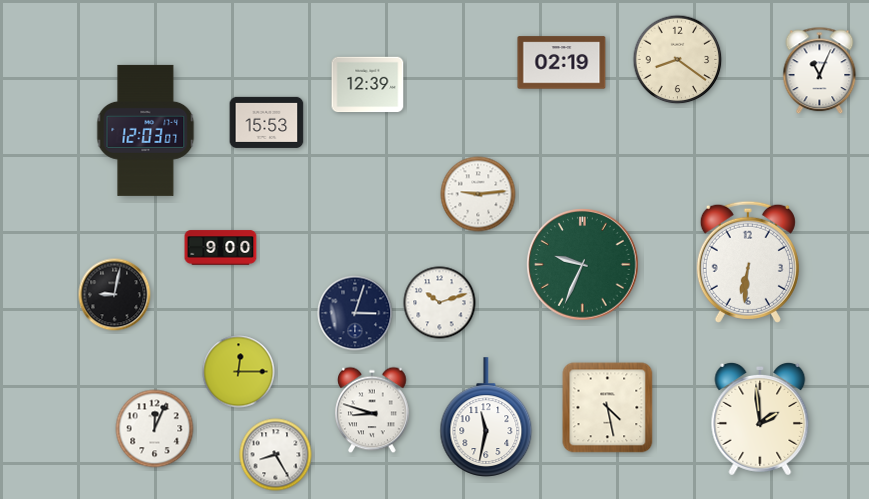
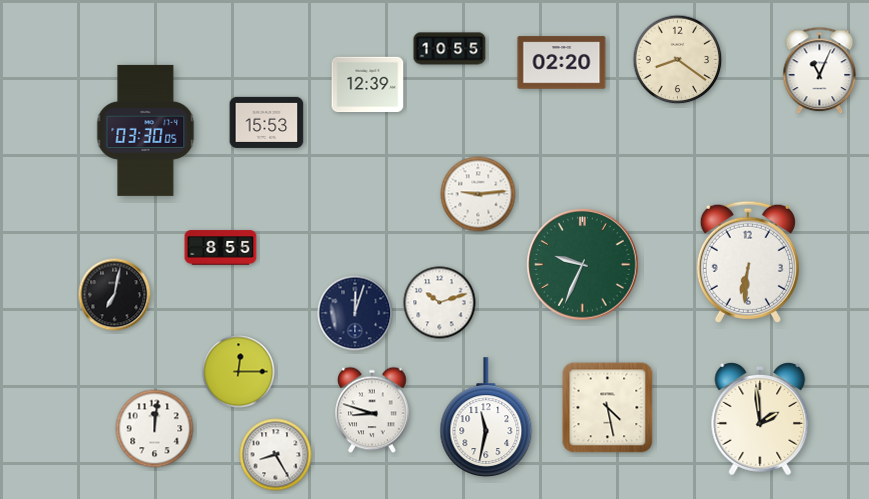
clock at (450, 49): none -> 10:55
clock at (562, 63): 02:19 -> 02:20
clock at (146, 130): 12:03 -> 03:30
clock at (221, 248): 9:00 -> 8:55
clock at (115, 295): 9:02 -> 7:02
clock at (355, 313): 3:03 -> 12:03
clock at (155, 429): 12:04 -> 12:01
